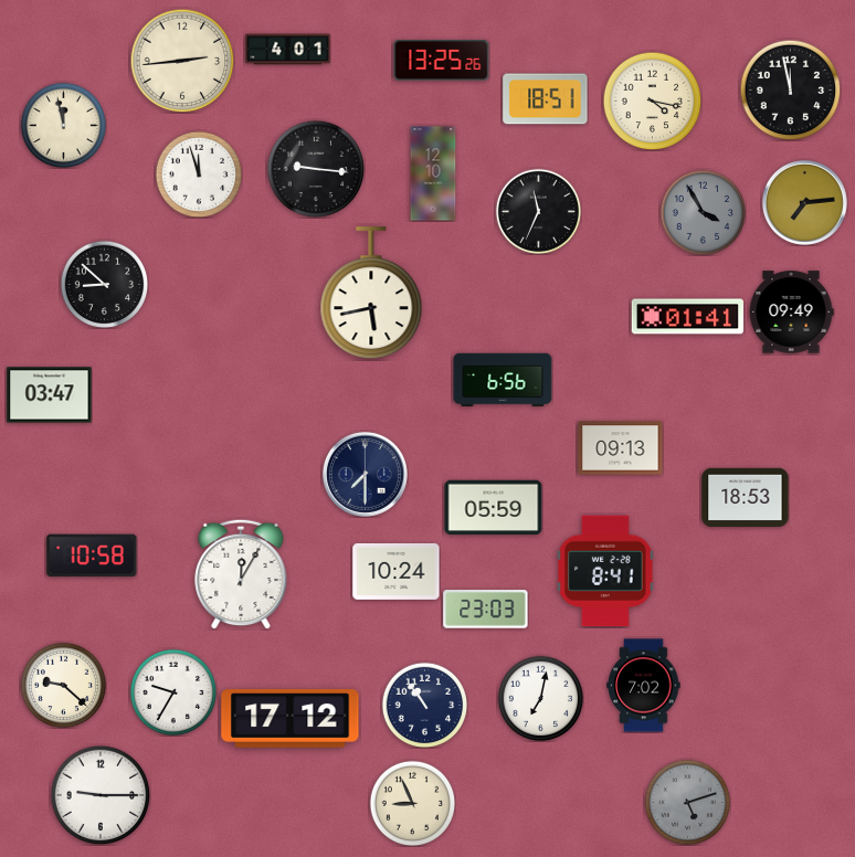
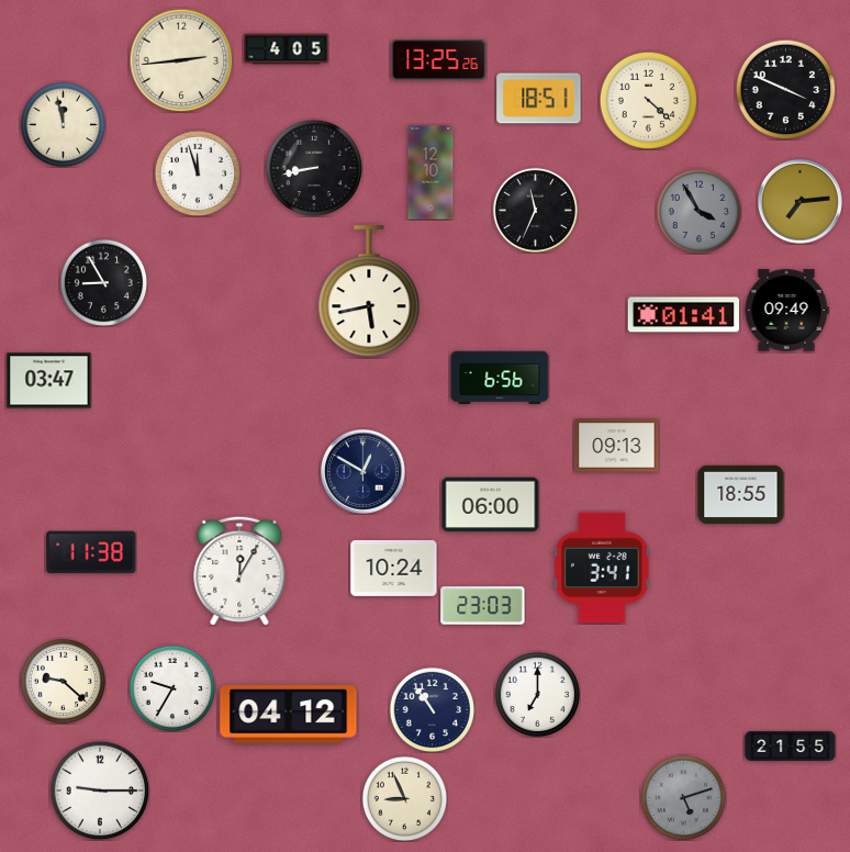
clock at (288, 50): 4:01 -> 4:05
clock at (790, 89): 11:58 -> 3:49
clock at (546, 99) position: (546, 99) -> (539, 99)
clock at (652, 100): 4:17 -> 4:22
clock at (316, 169): 9:16 -> 8:43
clock at (104, 284): 8:52 -> 8:55
clock at (50, 395) position: (50, 395) -> (49, 381)
clock at (365, 474): 7:30 -> 12:50
clock at (746, 498): 18:53 -> 18:55
clock at (494, 508): 05:59 -> 06:00
clock at (92, 556): 10:58 -> 11:38
clock at (605, 571): 8:41 -> 3:41
clock at (644, 686): 7:02 -> none
clock at (540, 698): 7:02 -> 7:00
clock at (424, 705) position: (424, 705) -> (432, 709)
clock at (291, 719): 17:12 -> 04:12
clock at (791, 746): none -> 21:55
clock at (412, 803) position: (412, 803) -> (404, 798)
